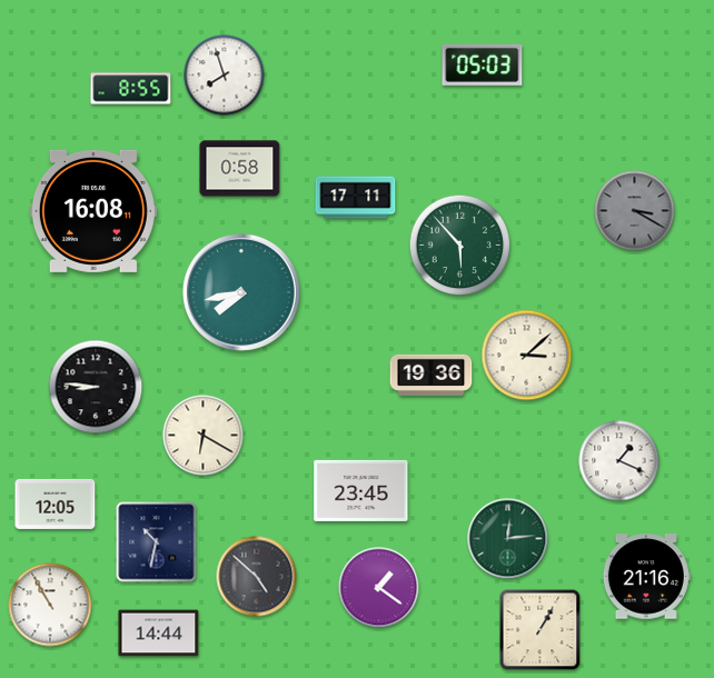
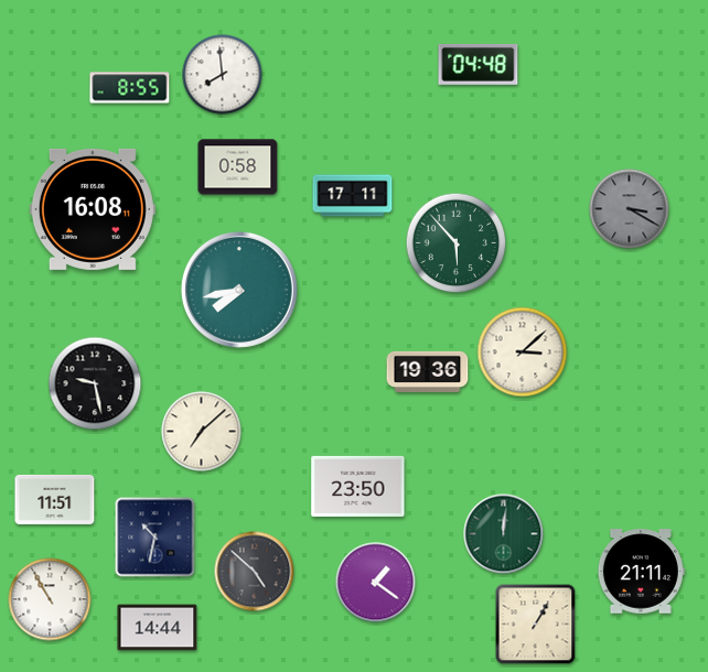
clock at (483, 64): 05:03 -> 04:48
clock at (225, 76): 7:57 -> 7:59
clock at (96, 387): 8:46 -> 9:28
clock at (204, 436): 6:20 -> 7:08
clock at (619, 461): 1:19 -> none
clock at (361, 490): 23:45 -> 23:50
clock at (56, 503): 12:05 -> 11:51
clock at (508, 539): 12:14 -> 12:01
clock at (646, 577): 21:16 -> 21:11
